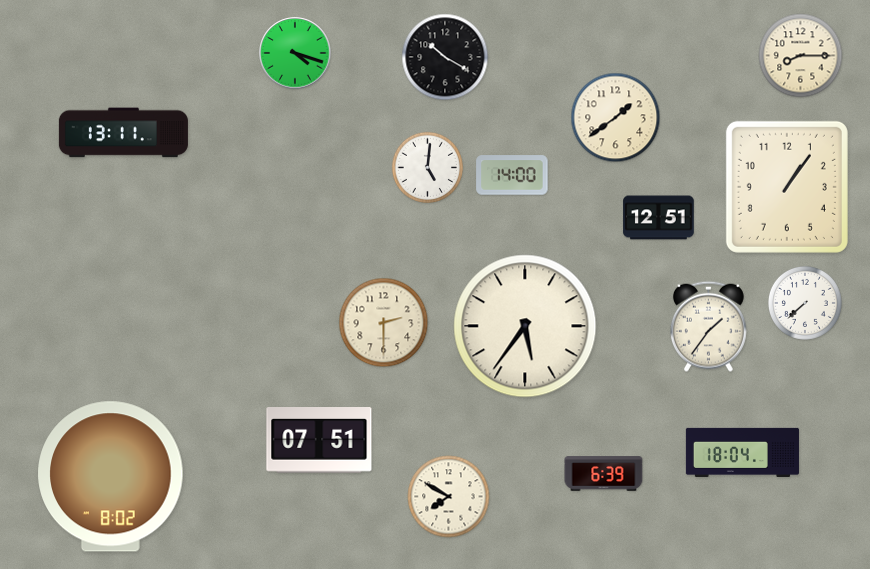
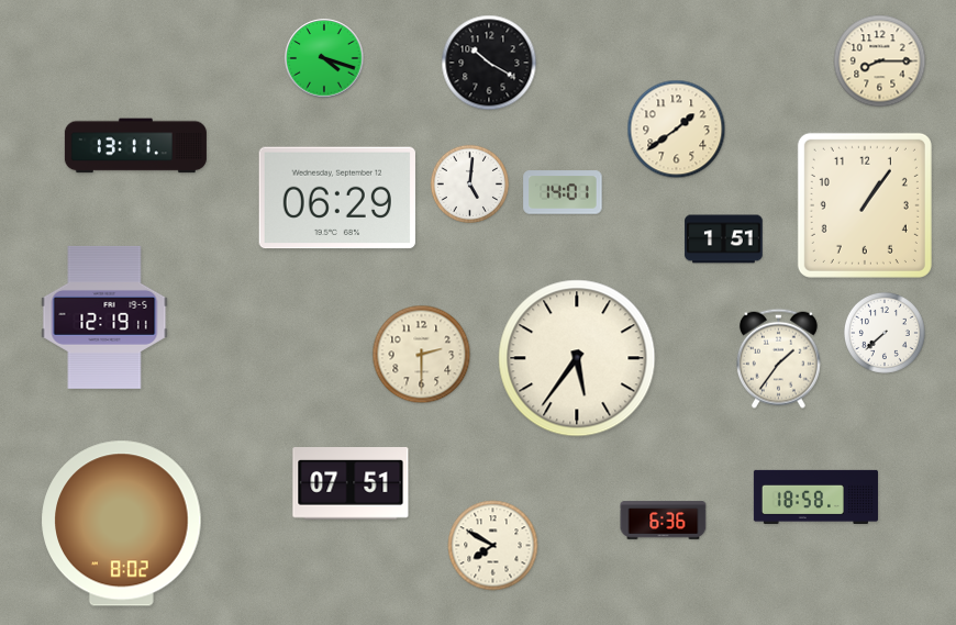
clock at (512, 175): 14:00 -> 14:01
clock at (337, 198): none -> 06:29
clock at (659, 218): 12:51 -> 1:51
clock at (104, 317): none -> 12:19
clock at (742, 452): 18:04 -> 18:58
clock at (604, 474): 6:39 -> 6:36
